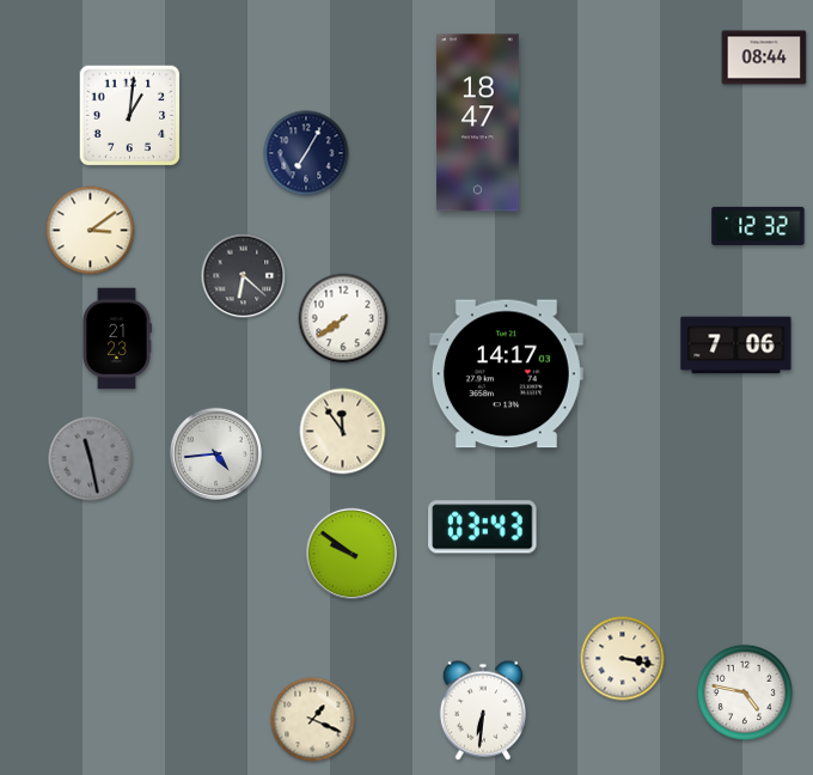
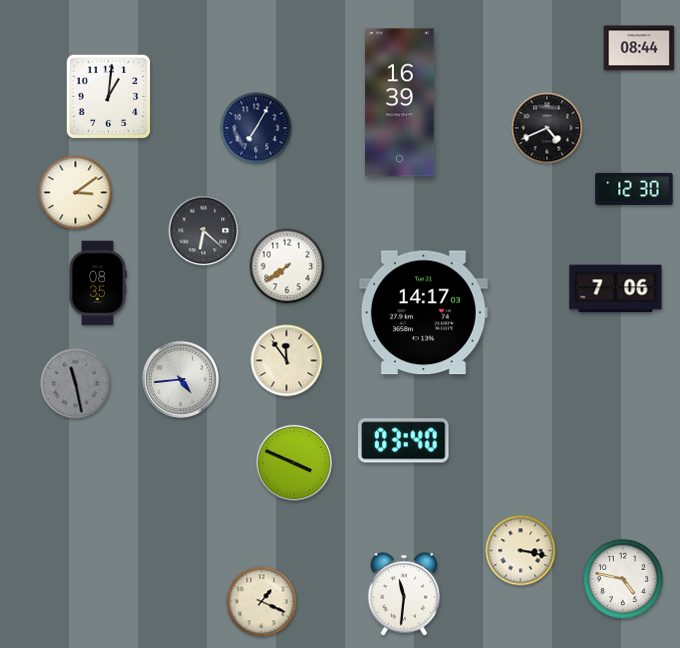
clock at (478, 123): 18:47 -> 16:39
clock at (547, 128): none -> 4:41
clock at (758, 226): 12:32 -> 12:30
clock at (117, 338): 21:23 -> 08:35
clock at (483, 527): 03:43 -> 03:40
clock at (350, 553): 9:51 -> 3:49
clock at (482, 710): 6:31 -> 11:31
